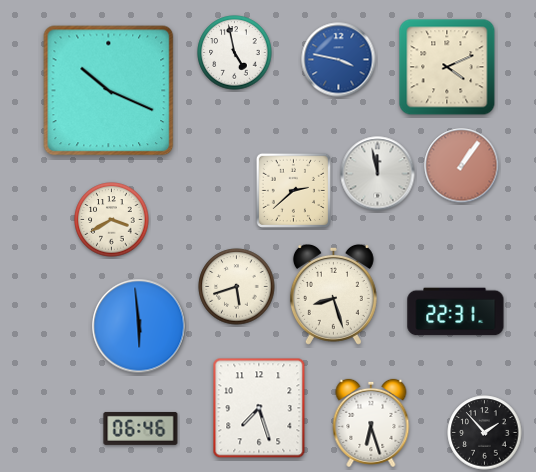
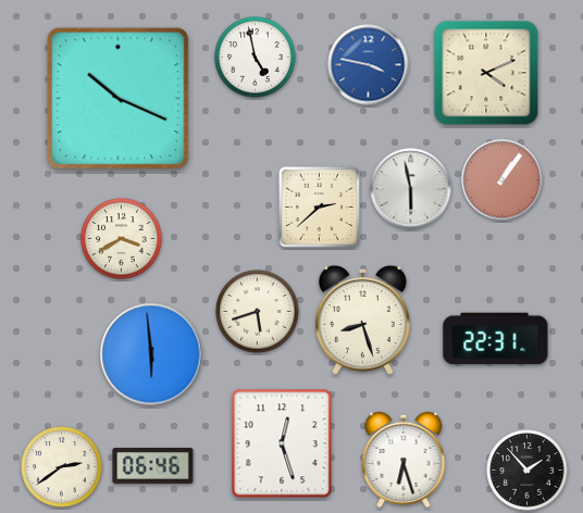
clock at (378, 174): 11:58 -> 5:58
clock at (259, 408): 7:27 -> 12:27
clock at (62, 467): none -> 2:39
